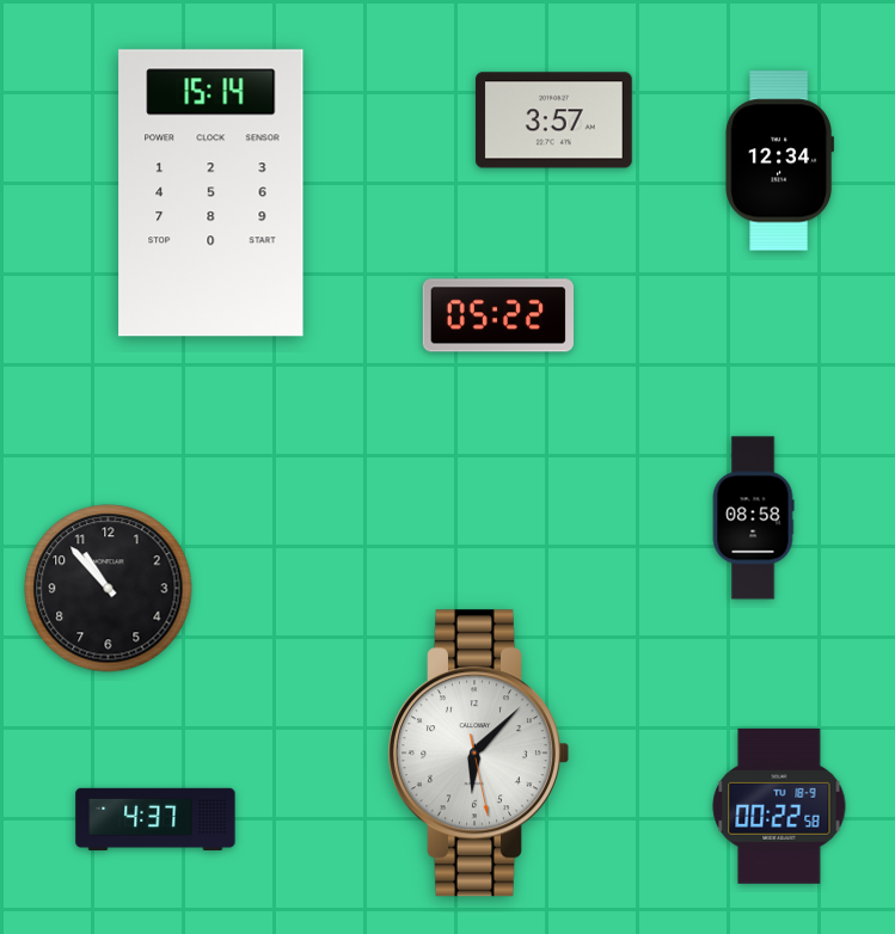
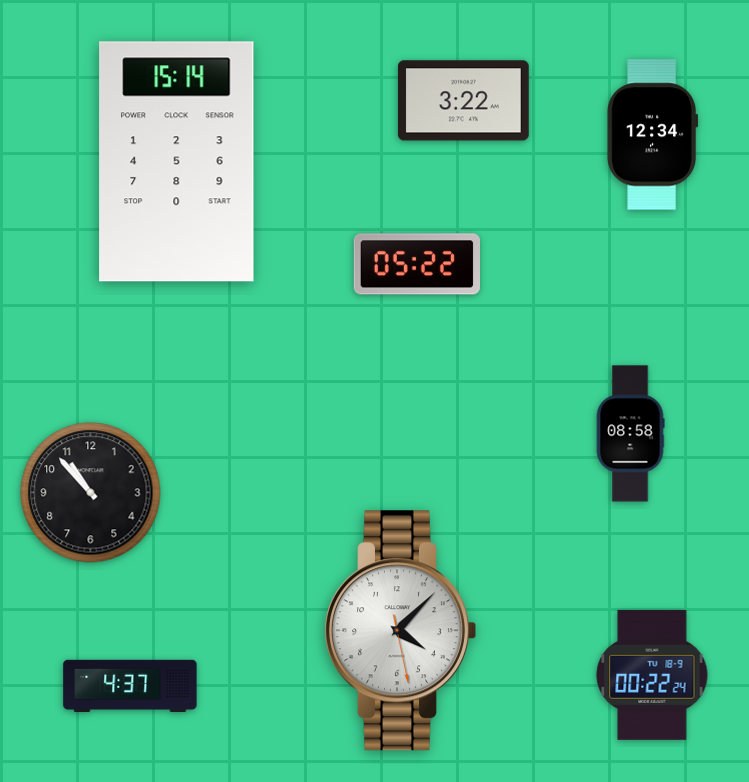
clock at (554, 121): 3:57 -> 3:22
clock at (479, 754): 6:07 -> 4:07
clock at (779, 806): 00:22:58 -> 00:22:24
